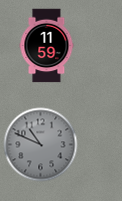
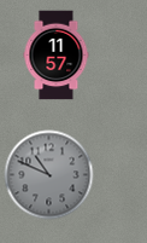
clock at (47, 46): 11:59 -> 11:57
